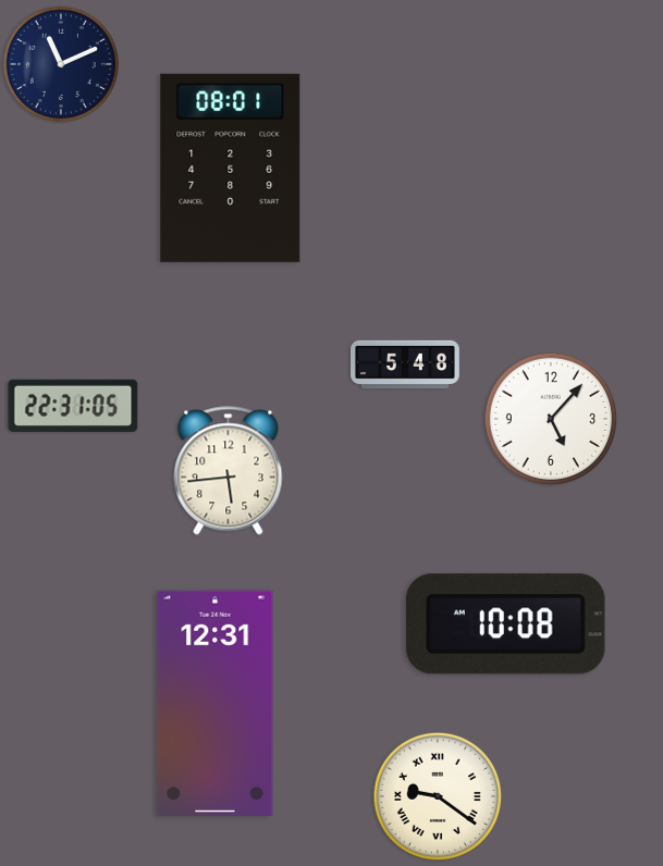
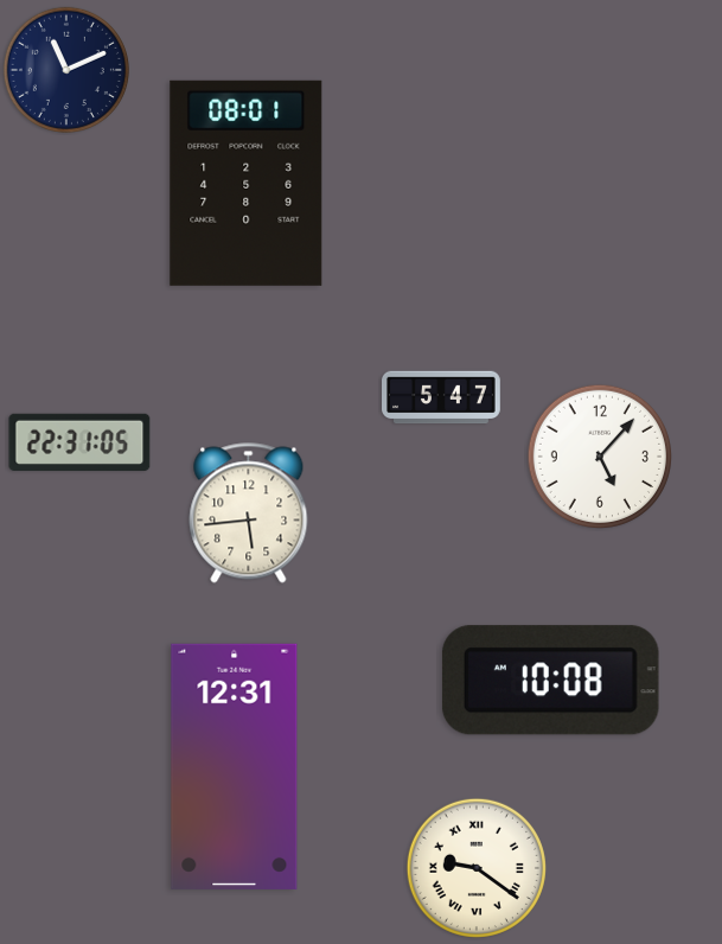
clock at (231, 168) position: (231, 168) -> (247, 183)
clock at (405, 364): 5:48 -> 5:47
